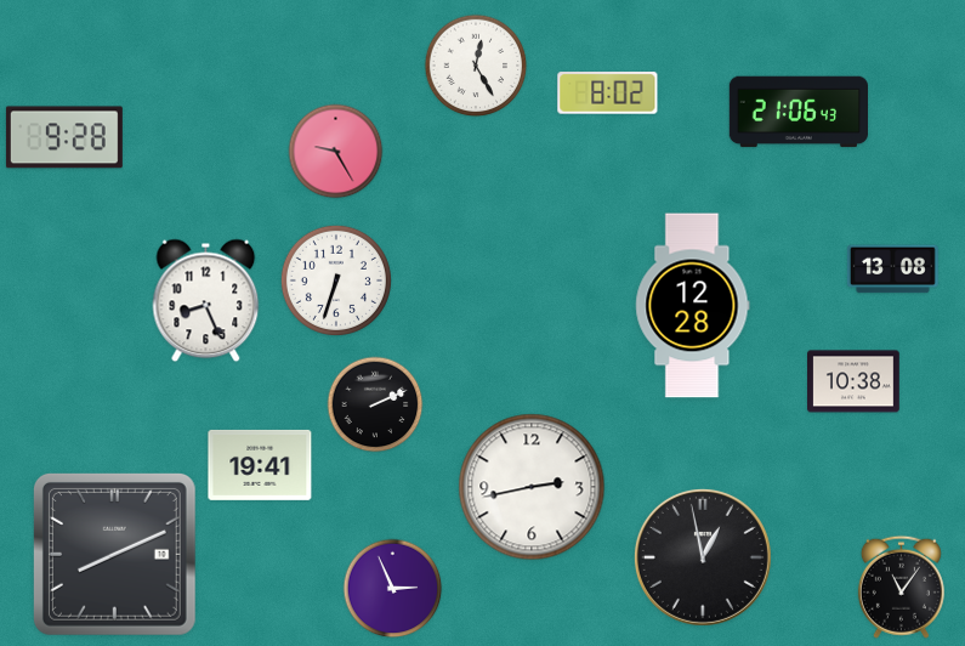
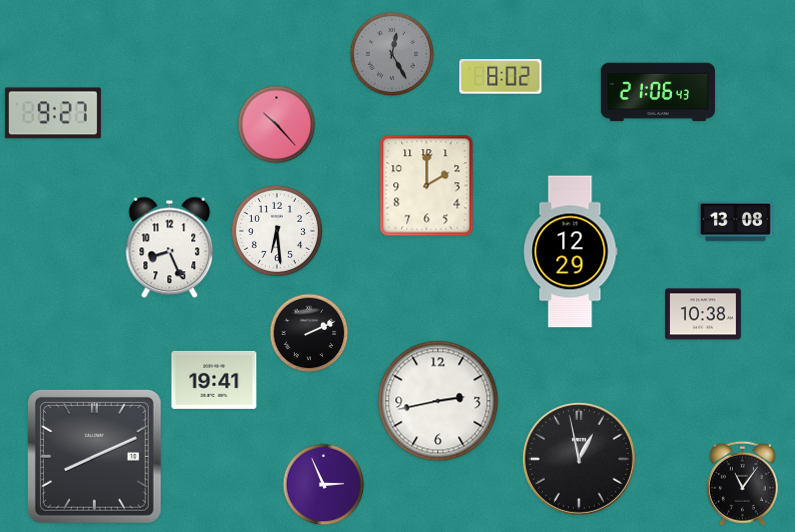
clock at (476, 66) dial: white -> grey
clock at (64, 137): 9:28 -> 9:27
clock at (336, 152): 9:25 -> 10:23
clock at (427, 186): none -> 2:00
clock at (336, 280): 6:33 -> 6:29
clock at (693, 306): 12:28 -> 12:29
clock at (260, 465) position: (260, 465) -> (214, 380)
